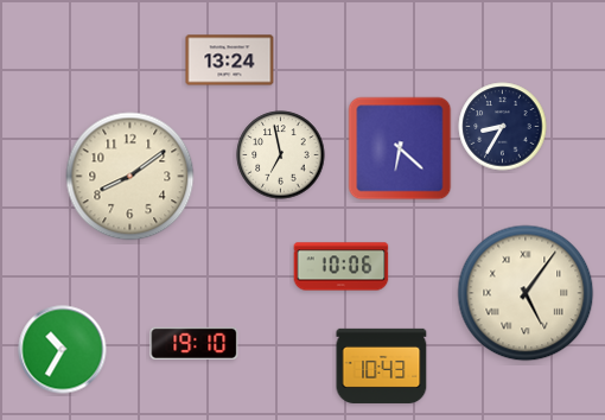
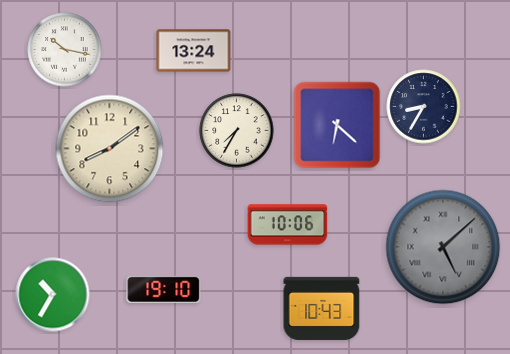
clock at (65, 50): none -> 10:17
clock at (281, 155): 6:58 -> 7:35
clock at (526, 293): 5:06 -> 5:08
clock at (526, 293) dial: cream -> grey
